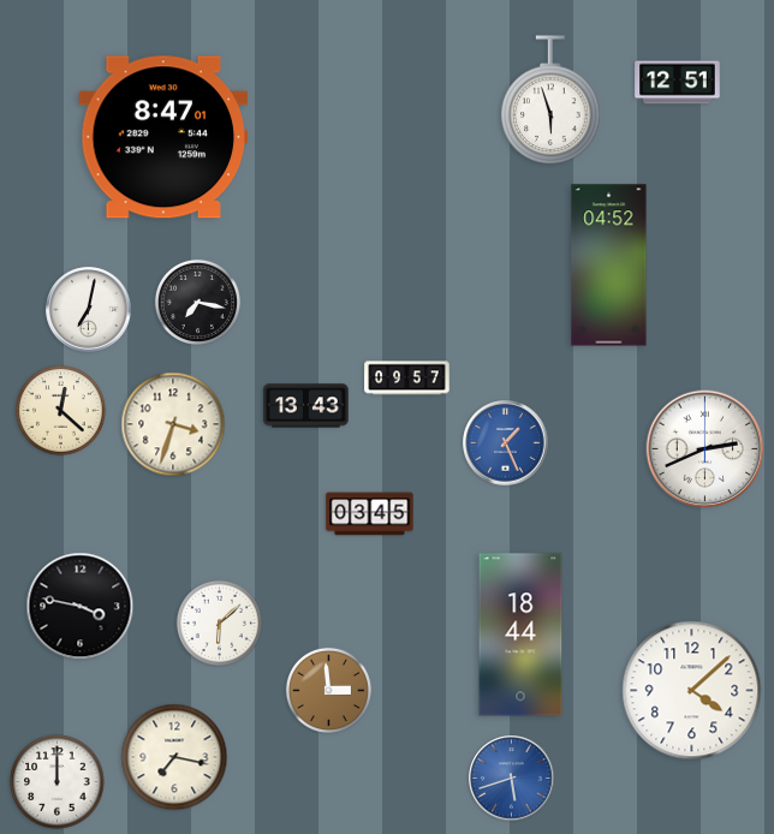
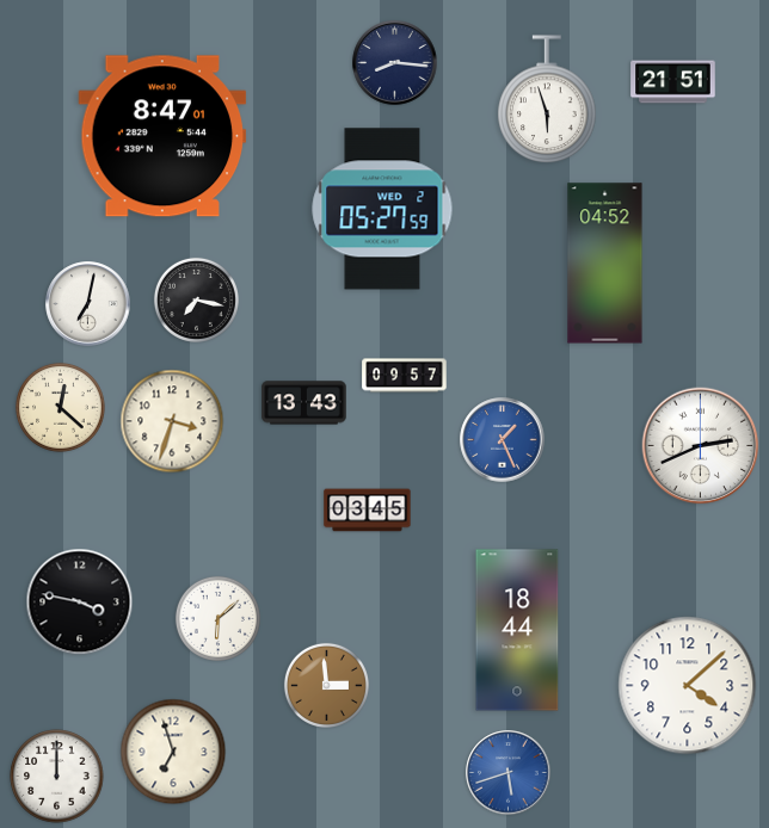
clock at (395, 63): none -> 8:16
clock at (678, 83): 12:51 -> 21:51
clock at (382, 209): none -> 05:27
clock at (89, 310) position: (89, 310) -> (88, 304)
clock at (174, 757): 7:17 -> 6:57
